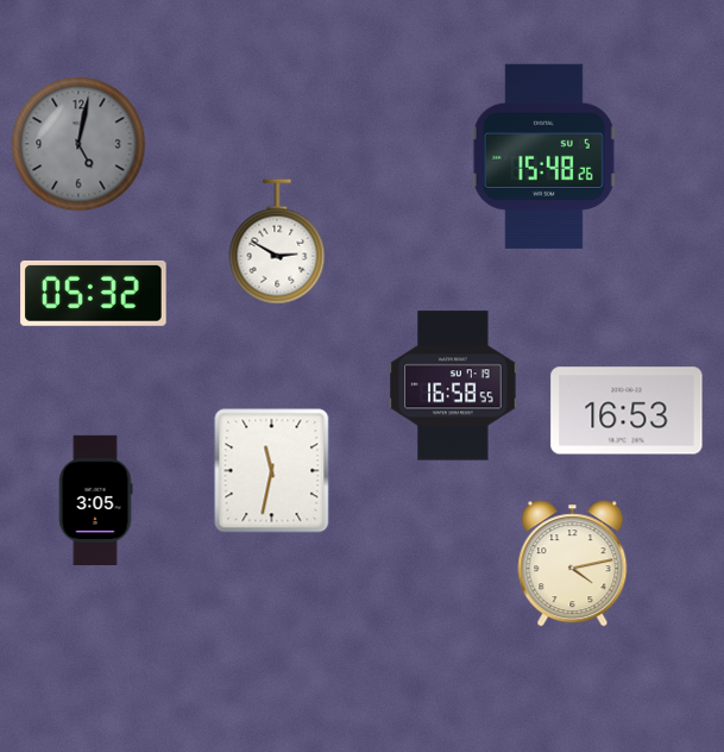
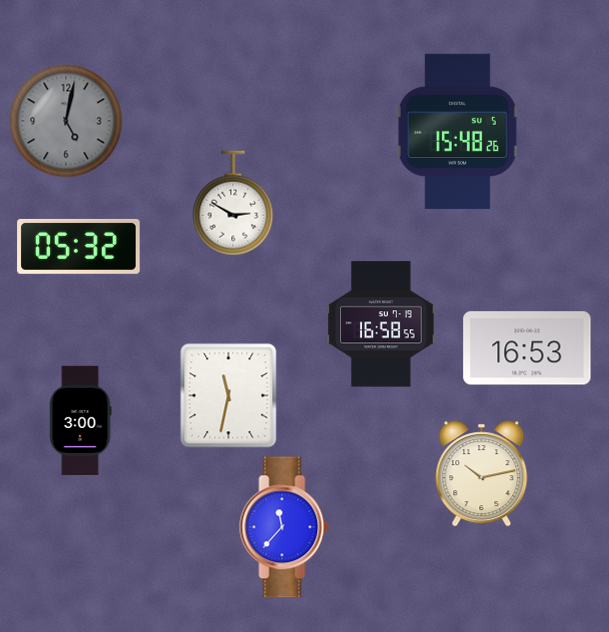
clock at (627, 411) position: (627, 411) -> (527, 348)
clock at (95, 500): 3:05 -> 3:00
clock at (573, 564): 4:13 -> 10:13
clock at (284, 527): none -> 11:37
